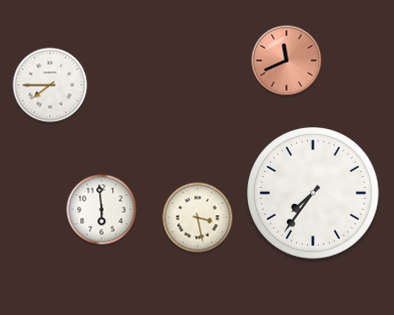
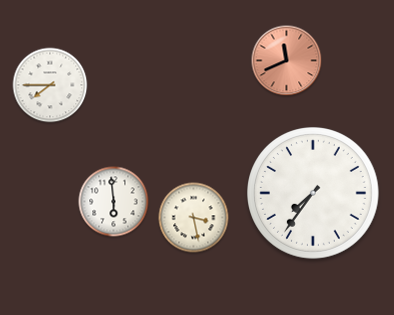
clock at (102, 210) position: (102, 210) -> (114, 202)
clock at (198, 218) position: (198, 218) -> (194, 218)
